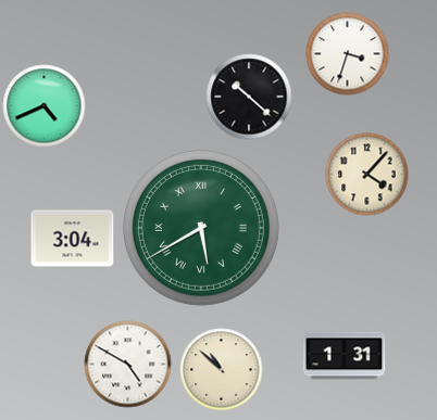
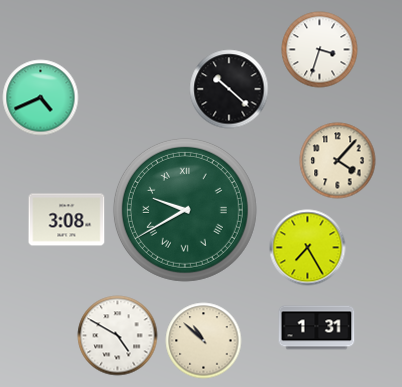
clock at (201, 228): 5:40 -> 9:40
clock at (73, 239): 3:04 -> 3:08
clock at (308, 248): none -> 7:25
